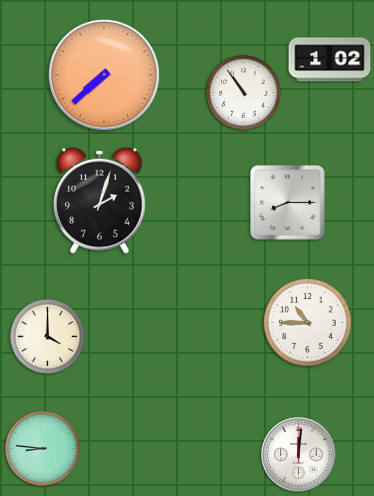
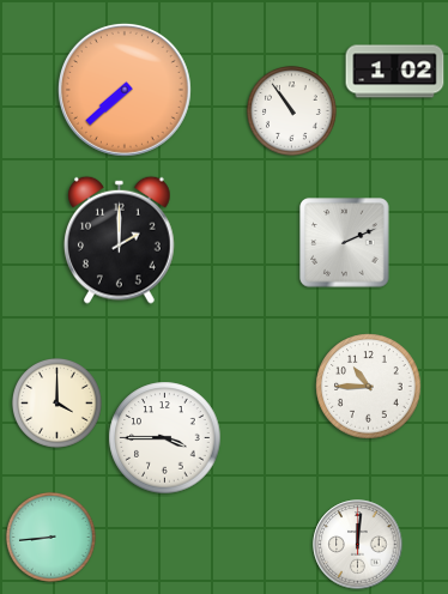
clock at (100, 200): 2:03 -> 2:00
clock at (288, 203): 8:15 -> 2:11
clock at (165, 438): none -> 3:45
clock at (42, 448): 8:46 -> 8:44
